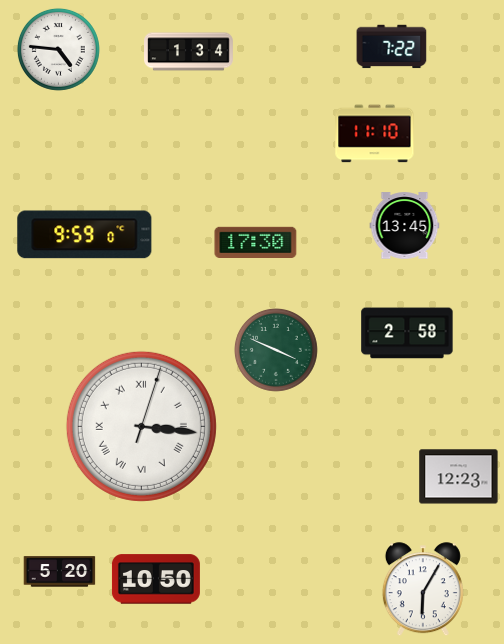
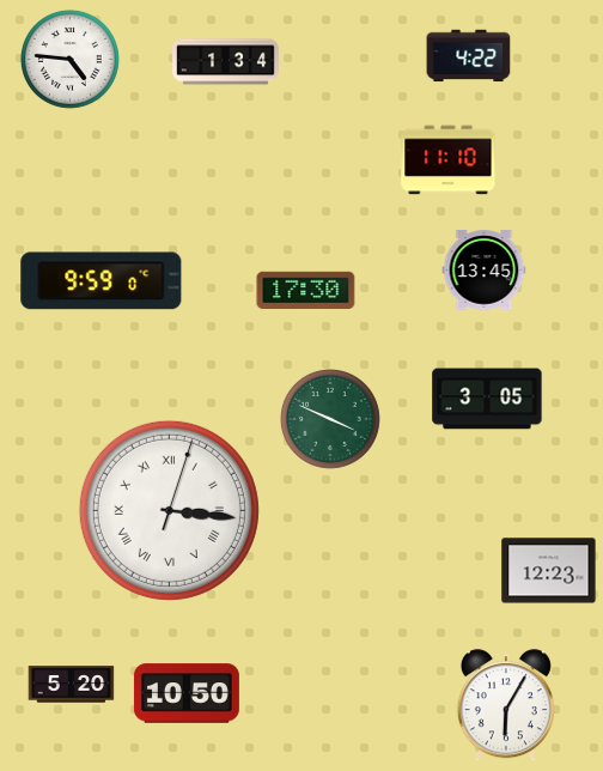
clock at (392, 47): 7:22 -> 4:22
clock at (407, 333): 2:58 -> 3:05
